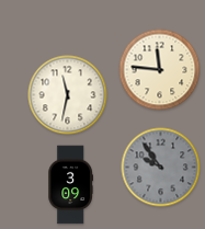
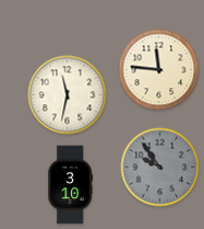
clock at (70, 185): 3:09 -> 3:10
